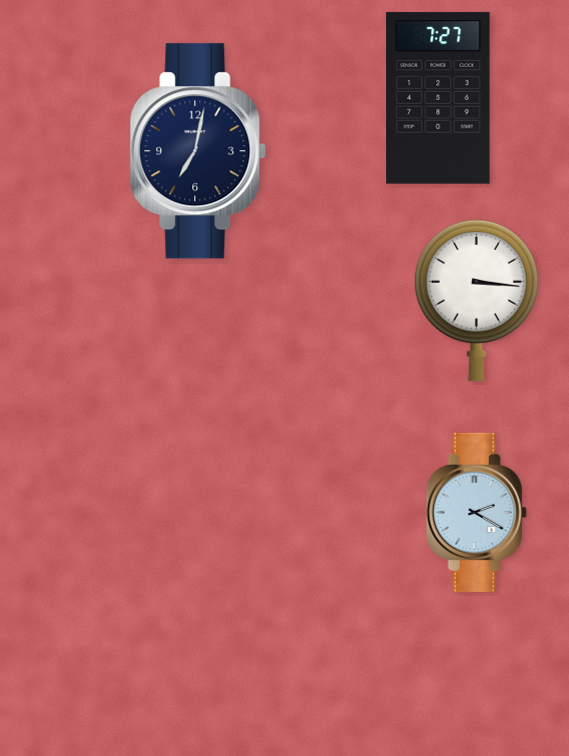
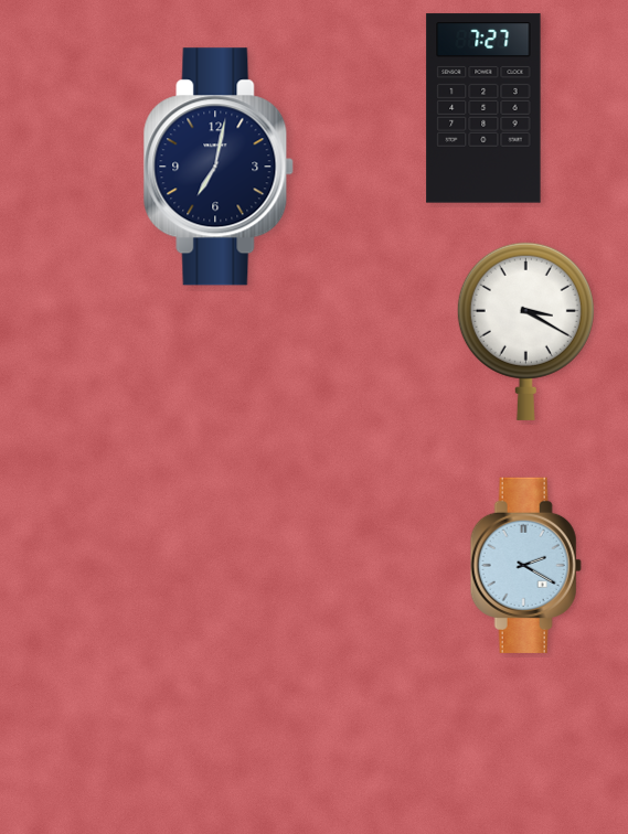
clock at (476, 300): 3:16 -> 3:20
